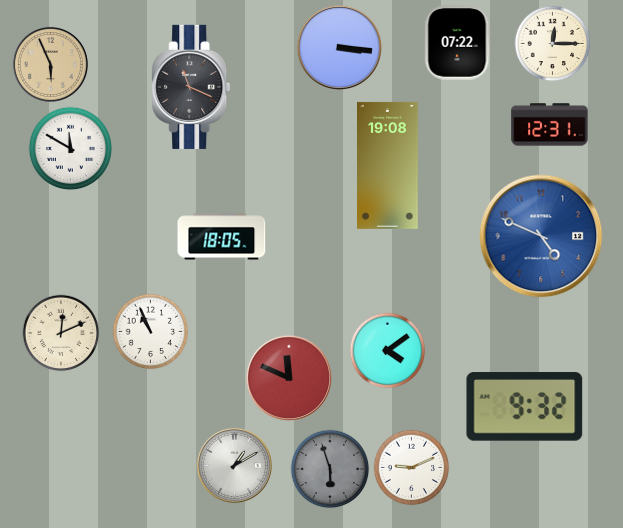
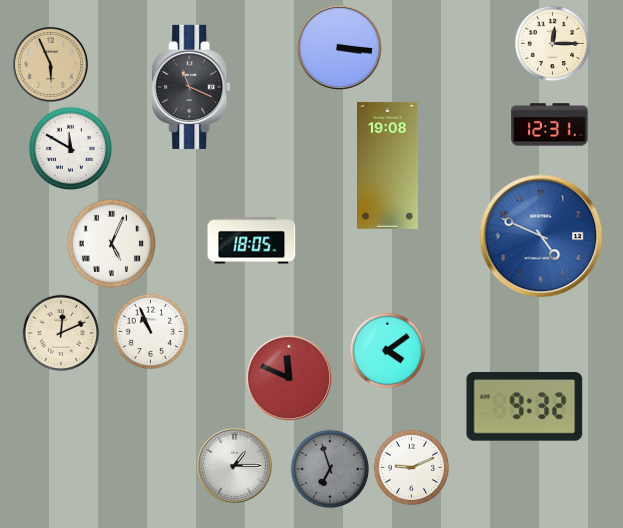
clock at (457, 43): 07:22 -> none
clock at (222, 237) position: (222, 237) -> (252, 241)
clock at (111, 243): none -> 5:04
clock at (234, 465): 1:10 -> 1:15
clock at (330, 469): 5:57 -> 6:57
